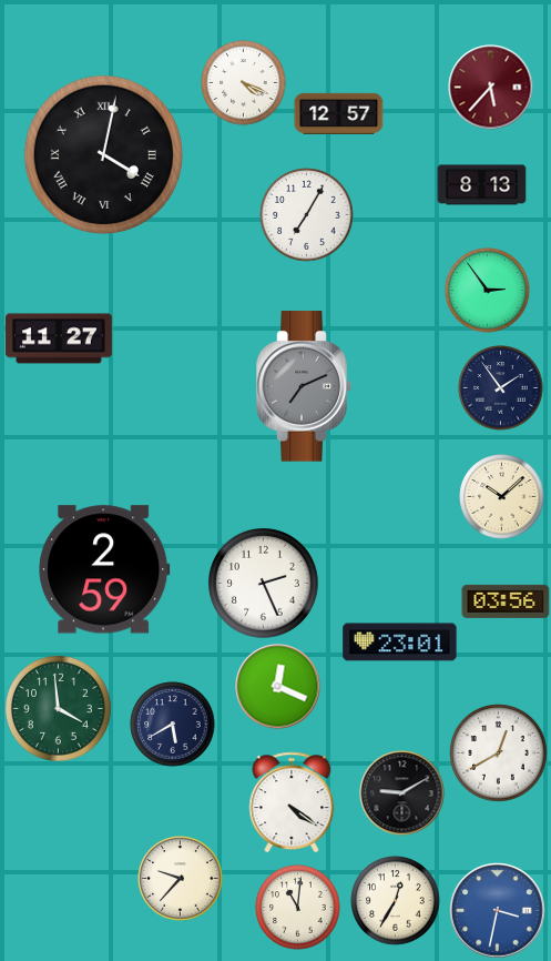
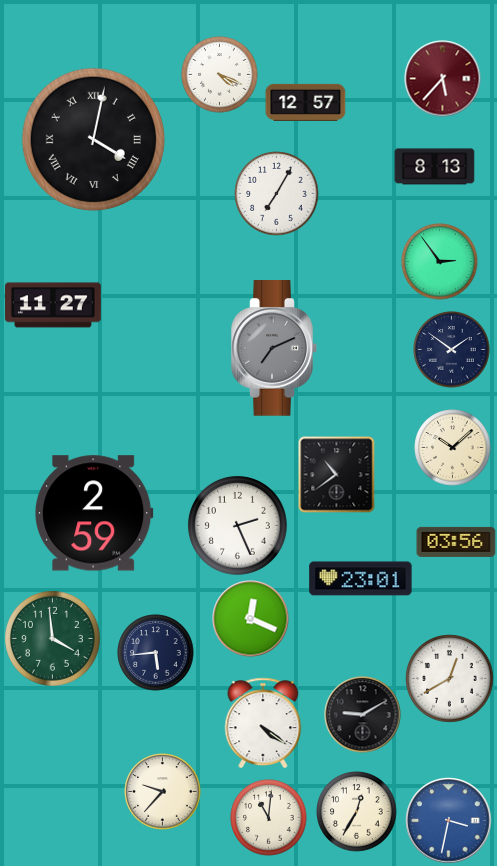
clock at (501, 388): 1:54 -> 1:51
clock at (337, 475): none -> 10:39
clock at (173, 725): 5:40 -> 5:44
